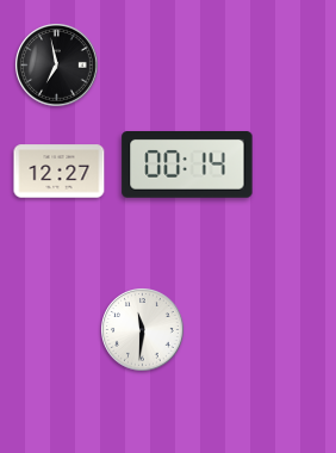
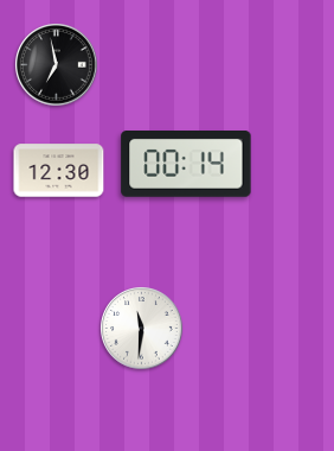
clock at (60, 172): 12:27 -> 12:30
